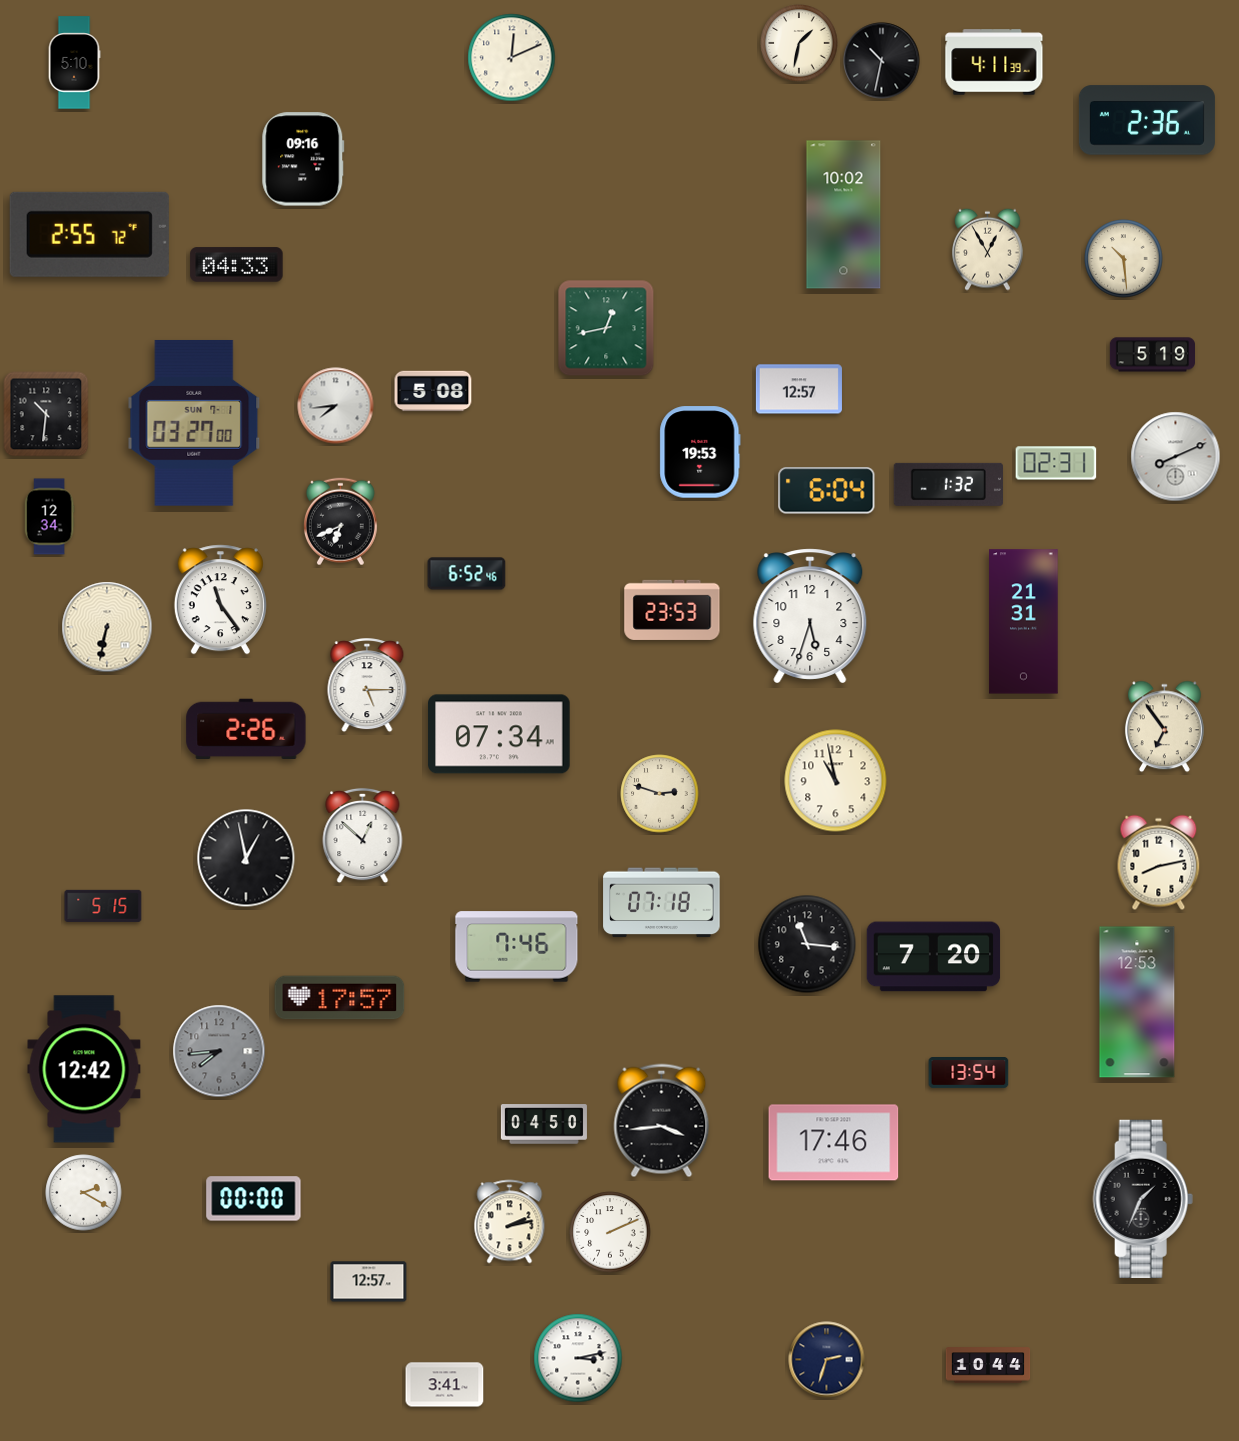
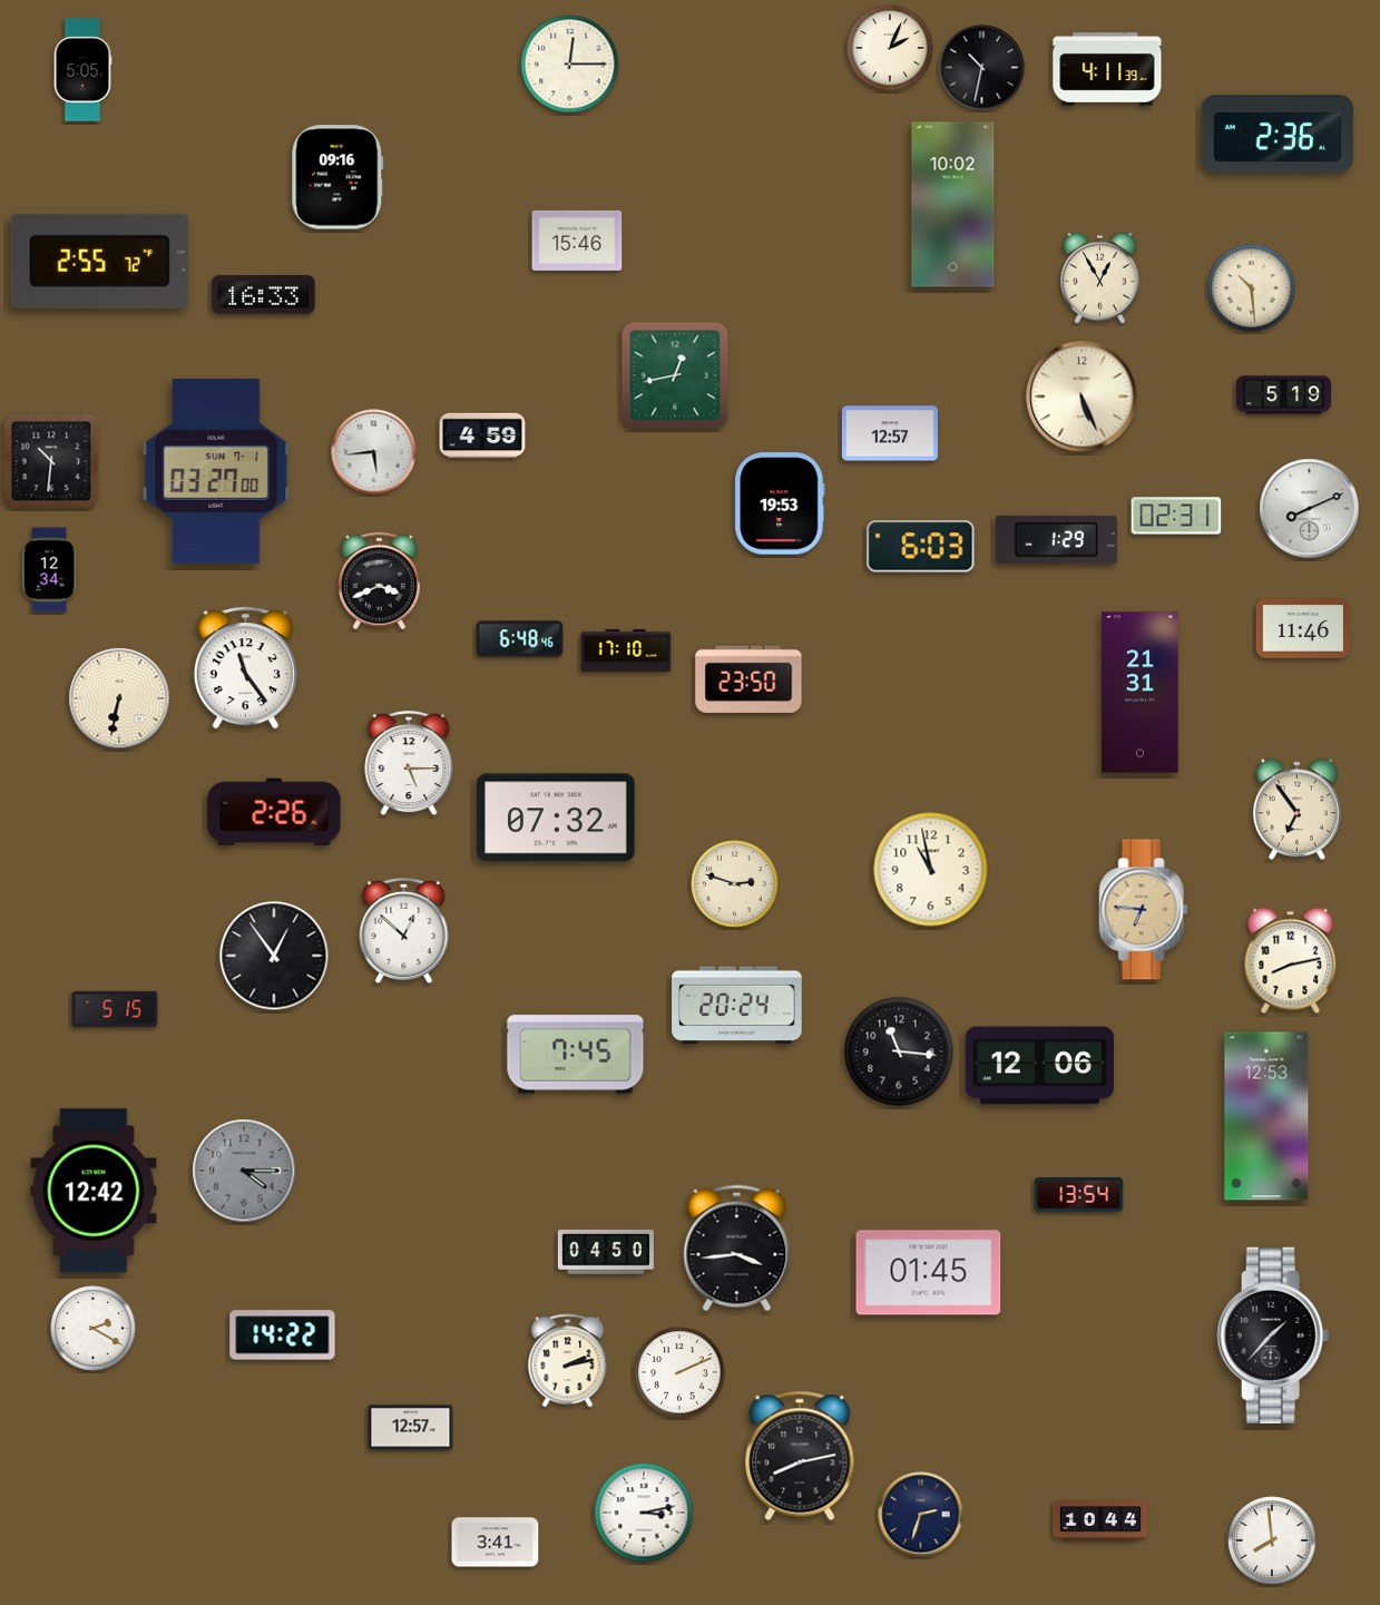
clock at (799, 43): 1:32 -> 2:04
clock at (512, 58): 12:11 -> 12:15
clock at (74, 63): 5:10 -> 5:05
clock at (844, 215) position: (844, 215) -> (953, 205)
clock at (577, 241): none -> 15:46
clock at (237, 265): 04:33 -> 16:33
clock at (606, 328) position: (606, 328) -> (675, 375)
clock at (1082, 397): none -> 5:26
clock at (433, 391): 5:08 -> 4:59
clock at (336, 406): 7:44 -> 5:44
clock at (948, 484): 1:32 -> 1:29
clock at (827, 491): 6:04 -> 6:03
clock at (49, 517) position: (49, 517) -> (49, 570)
clock at (340, 522): 6:41 -> 3:41
clock at (1302, 629): none -> 11:46
clock at (467, 574): 6:52 -> 6:48
clock at (626, 650): none -> 17:10
clock at (672, 610): 23:53 -> 23:50
clock at (810, 616): 5:33 -> none
clock at (499, 734): 07:34 -> 07:32
clock at (1144, 910): none -> 6:46
clock at (246, 858): 12:58 -> 12:54
clock at (662, 903): 07:18 -> 20:24
clock at (517, 947): 7:46 -> 7:45
clock at (934, 957): 7:20 -> 12:06
clock at (340, 998): 17:57 -> none
clock at (219, 1051): 7:44 -> 4:15
clock at (834, 1143): 17:46 -> 01:45
clock at (254, 1199): 00:00 -> 14:22
clock at (1143, 1199): 1:34 -> 1:37
clock at (800, 1456): none -> 8:13
clock at (1272, 1540): none -> 7:59
